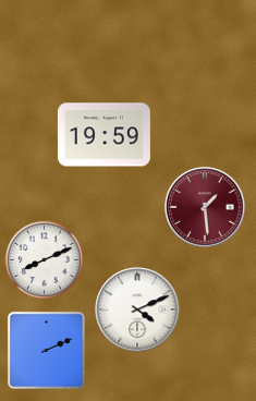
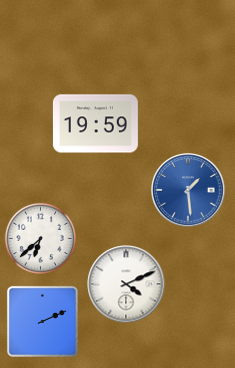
clock at (205, 207) dial: burgundy -> blue
clock at (44, 259): 8:11 -> 6:38
